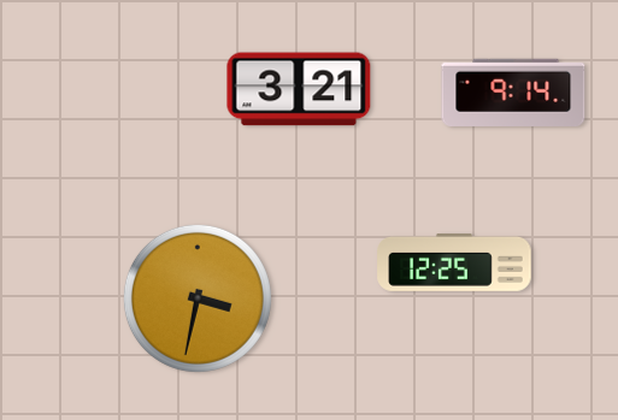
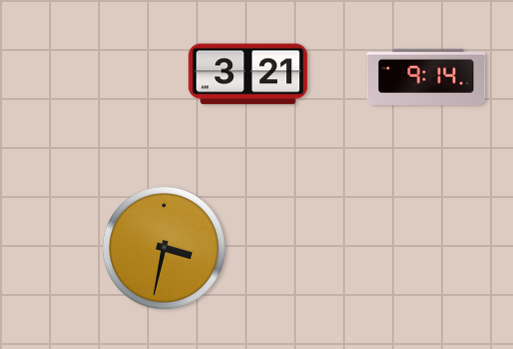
clock at (454, 264): 12:25 -> none
